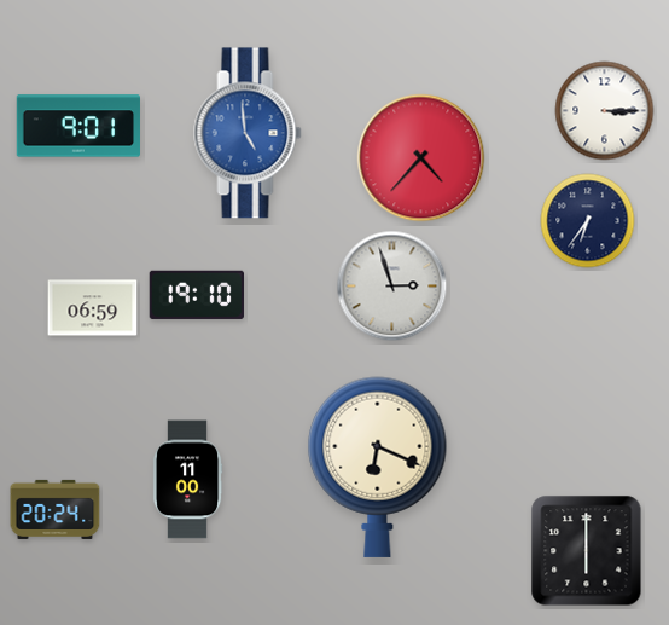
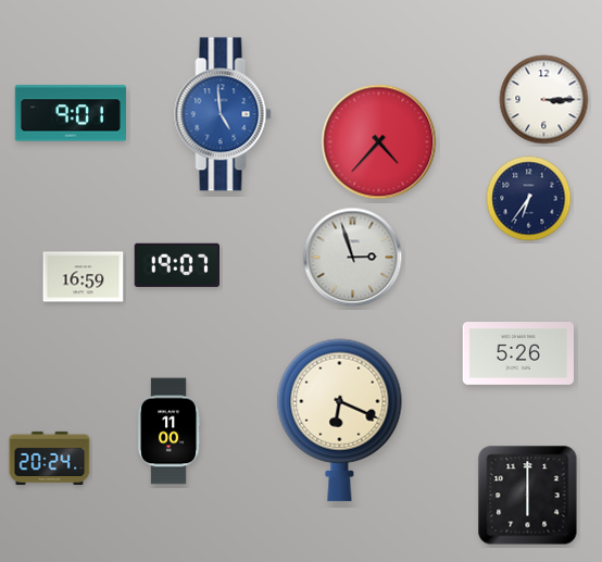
clock at (248, 133) position: (248, 133) -> (223, 114)
clock at (197, 295): 19:10 -> 19:07
clock at (93, 308): 06:59 -> 16:59
clock at (517, 354): none -> 5:26
